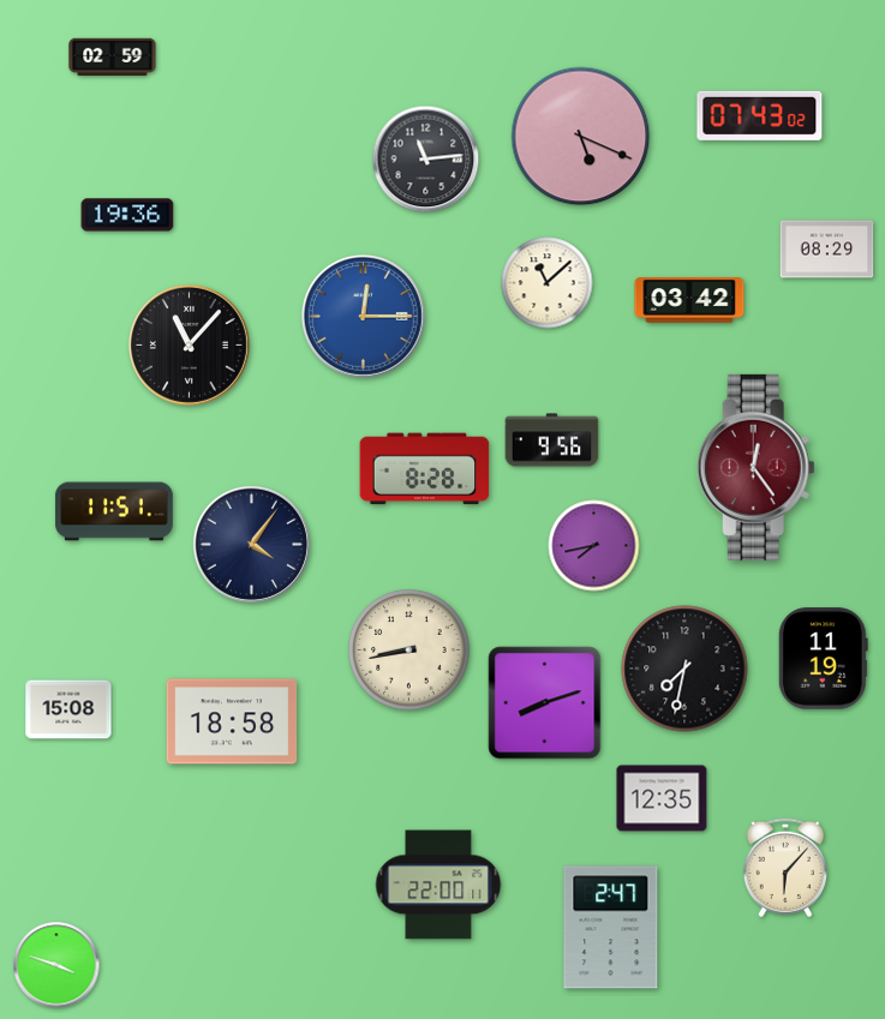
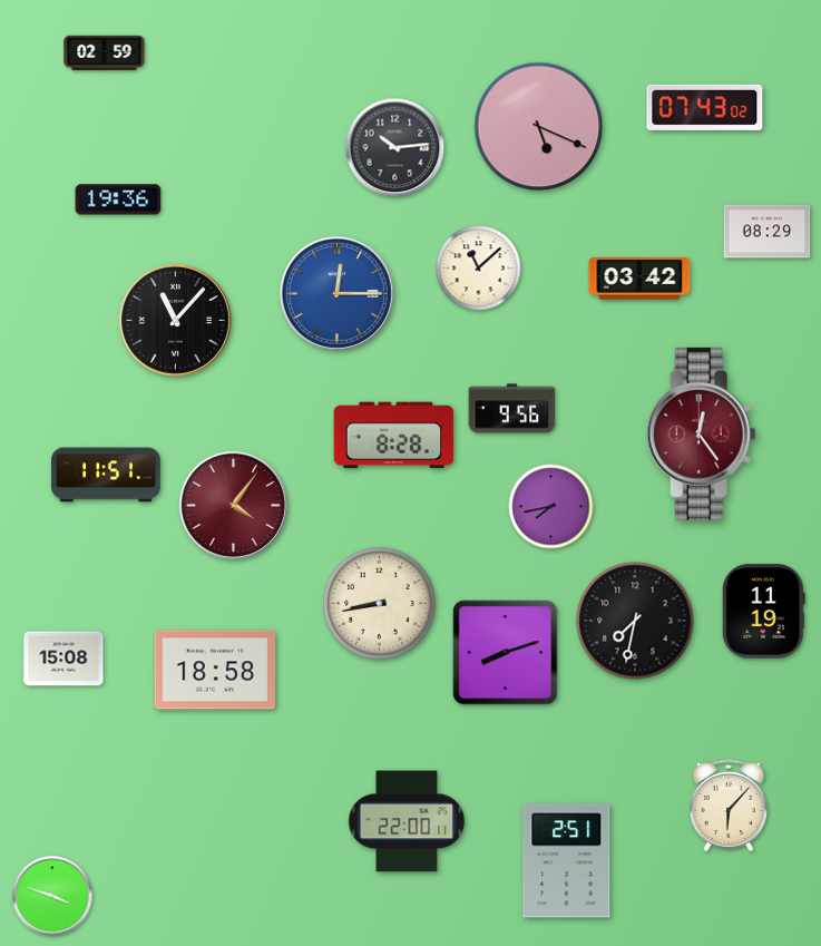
clock at (426, 160): 11:14 -> 10:14
clock at (548, 283) position: (548, 283) -> (479, 269)
clock at (251, 544) dial: navy -> burgundy
clock at (662, 798): 12:35 -> none
clock at (611, 928): 2:47 -> 2:51
